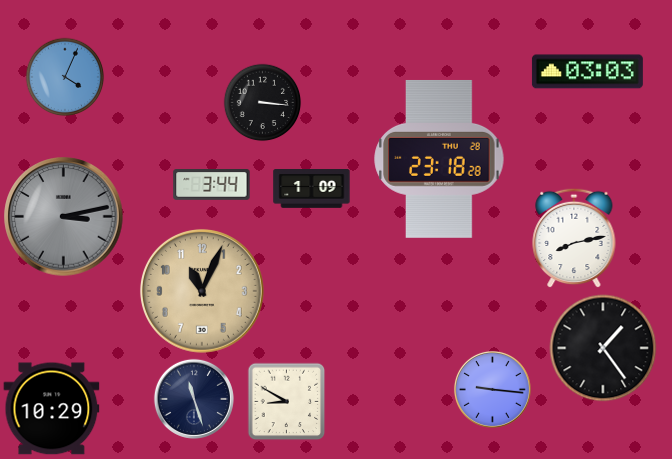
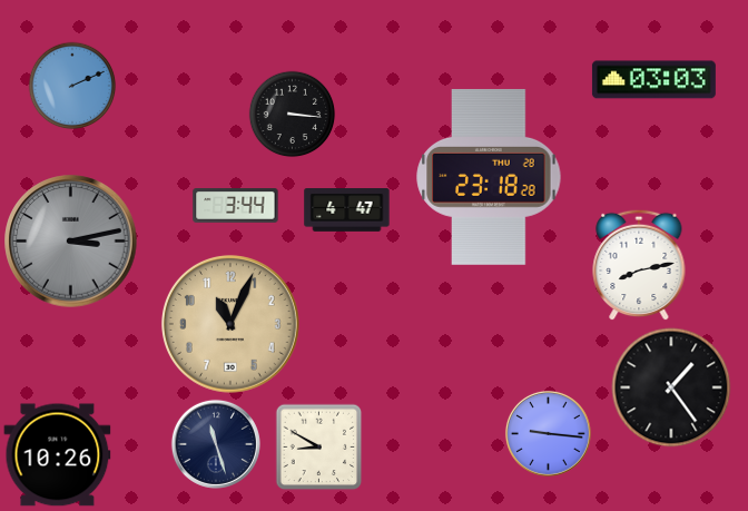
clock at (65, 77): 4:04 -> 2:11
clock at (312, 189): 1:09 -> 4:47
clock at (202, 291) position: (202, 291) -> (230, 324)
clock at (52, 409): 10:29 -> 10:26
